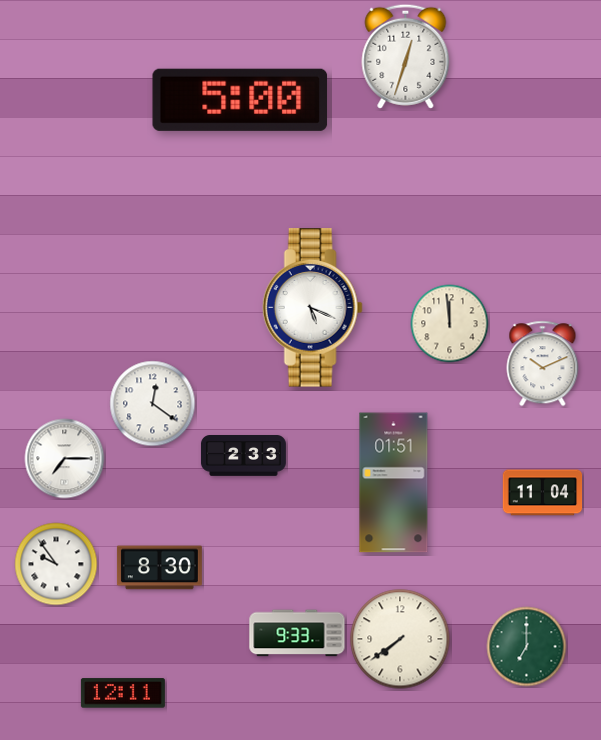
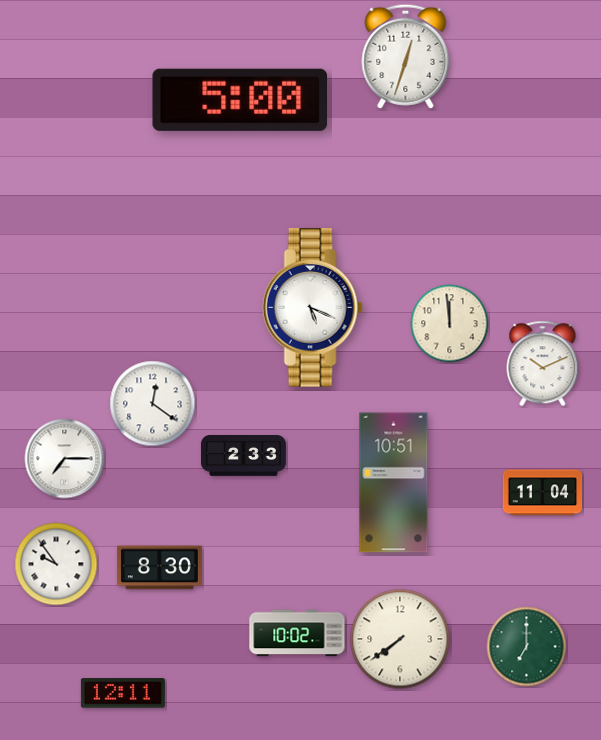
clock at (394, 483): 01:51 -> 10:51
clock at (297, 633): 9:33 -> 10:02
